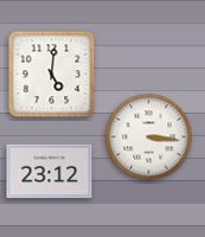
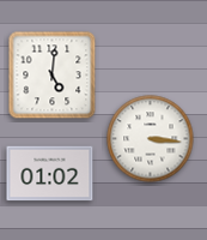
clock at (50, 172): 23:12 -> 01:02
